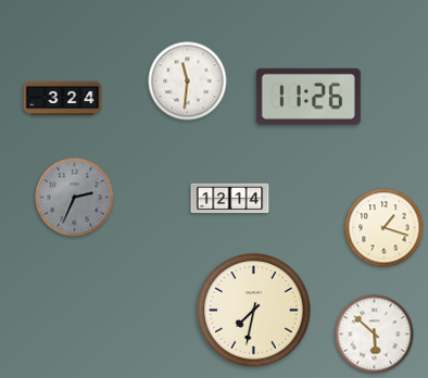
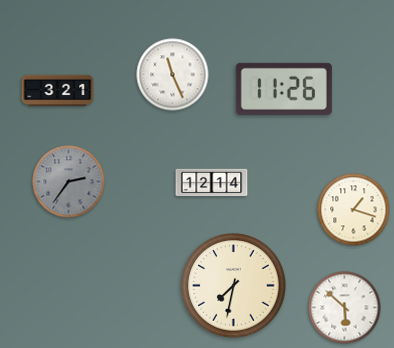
clock at (188, 81): 11:31 -> 11:26
clock at (63, 99): 3:24 -> 3:21
clock at (75, 198): 2:34 -> 2:36
